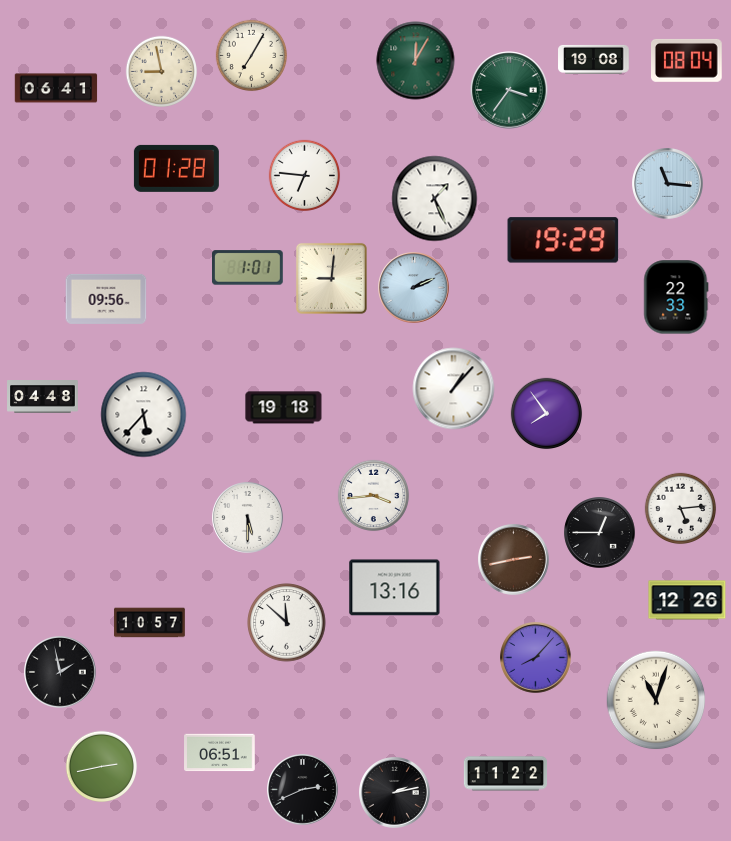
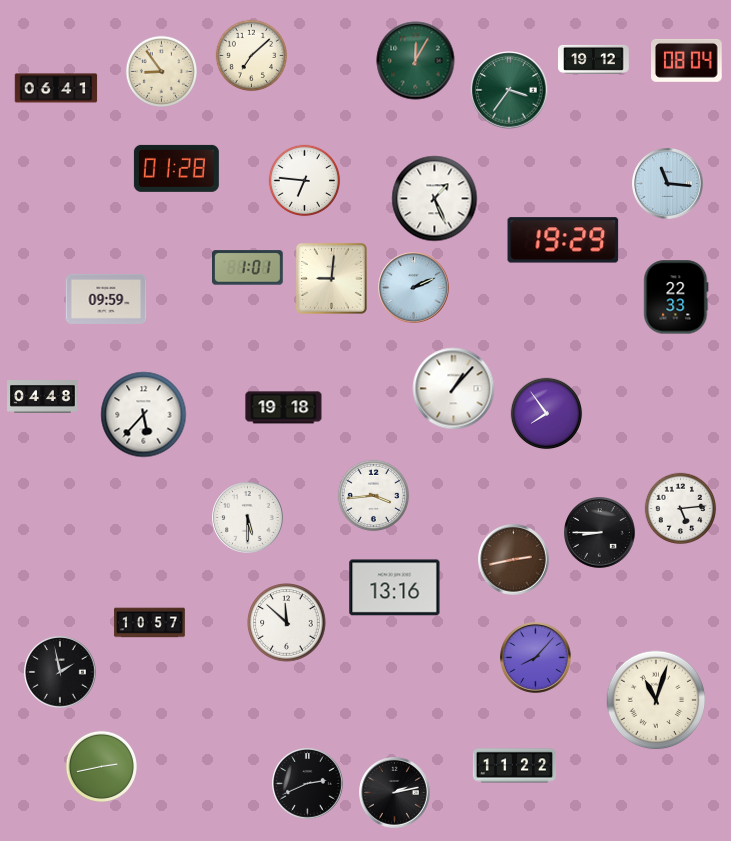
clock at (252, 56): 7:05 -> 7:08
clock at (594, 59): 19:08 -> 19:12
clock at (162, 72): 8:58 -> 8:54
clock at (305, 176) position: (305, 176) -> (305, 181)
clock at (106, 299): 09:56 -> 09:59
clock at (600, 533): 12:45 -> 8:45
clock at (687, 600): 12:26 -> none
clock at (220, 753): 06:51 -> none
clock at (506, 774) position: (506, 774) -> (515, 766)
clock at (303, 790) position: (303, 790) -> (308, 784)
